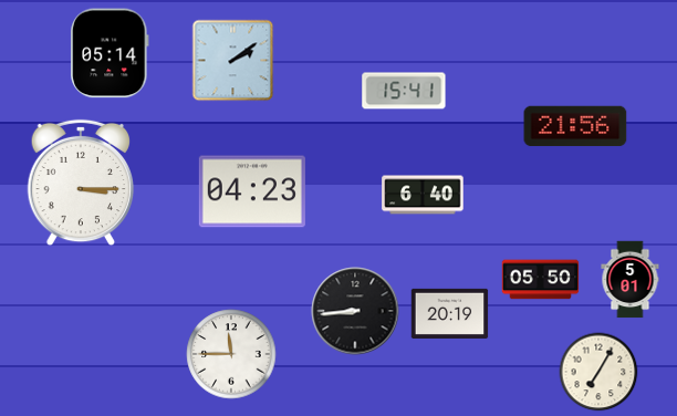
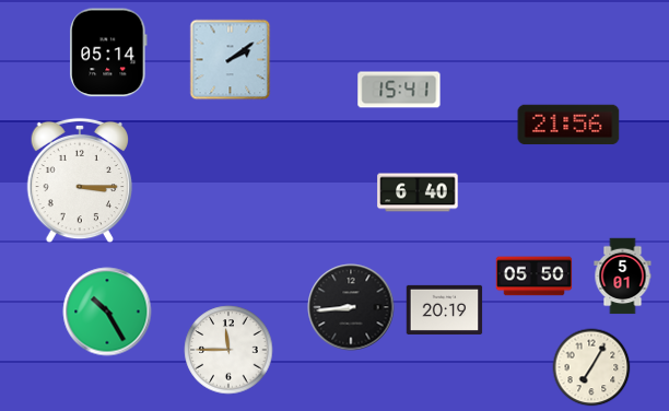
clock at (252, 191): 04:23 -> none
clock at (107, 312): none -> 10:25
